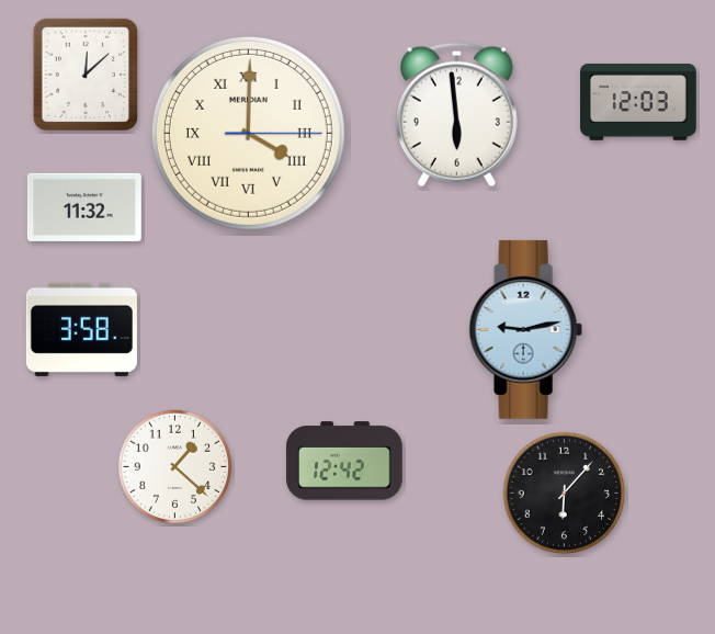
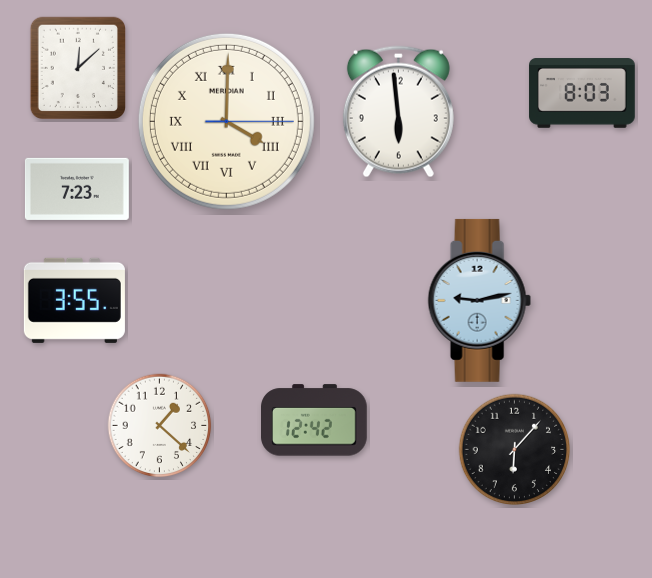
clock at (638, 102): 12:03 -> 8:03
clock at (456, 115) position: (456, 115) -> (398, 112)
clock at (84, 207): 11:32 -> 7:23
clock at (81, 329): 3:58 -> 3:55
